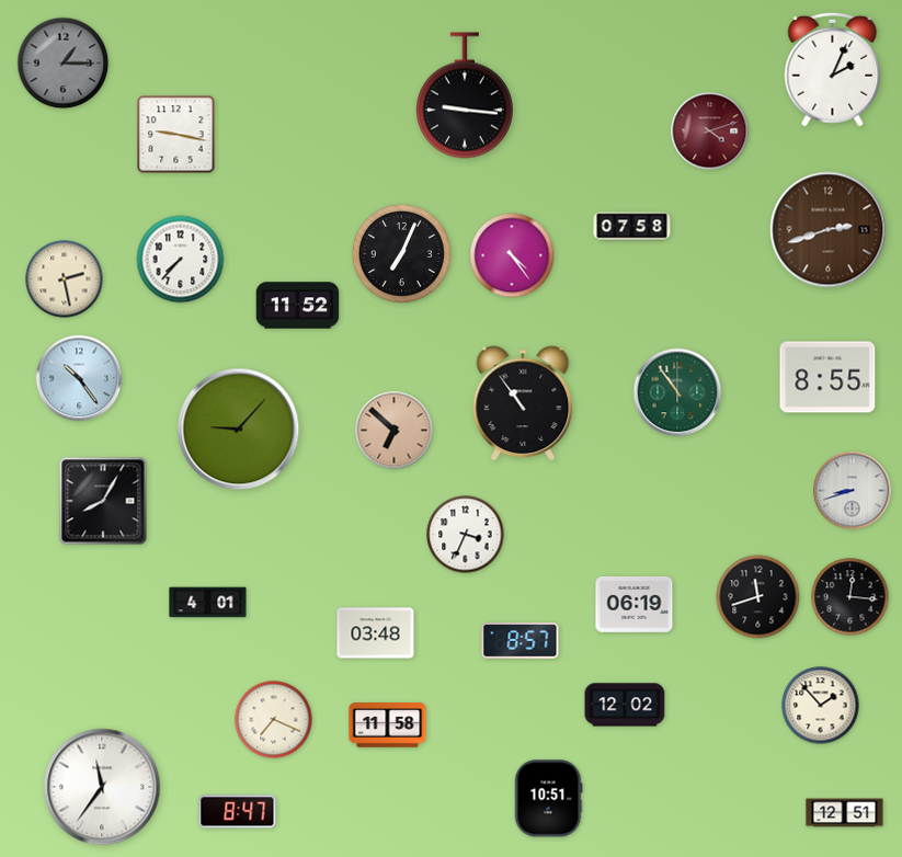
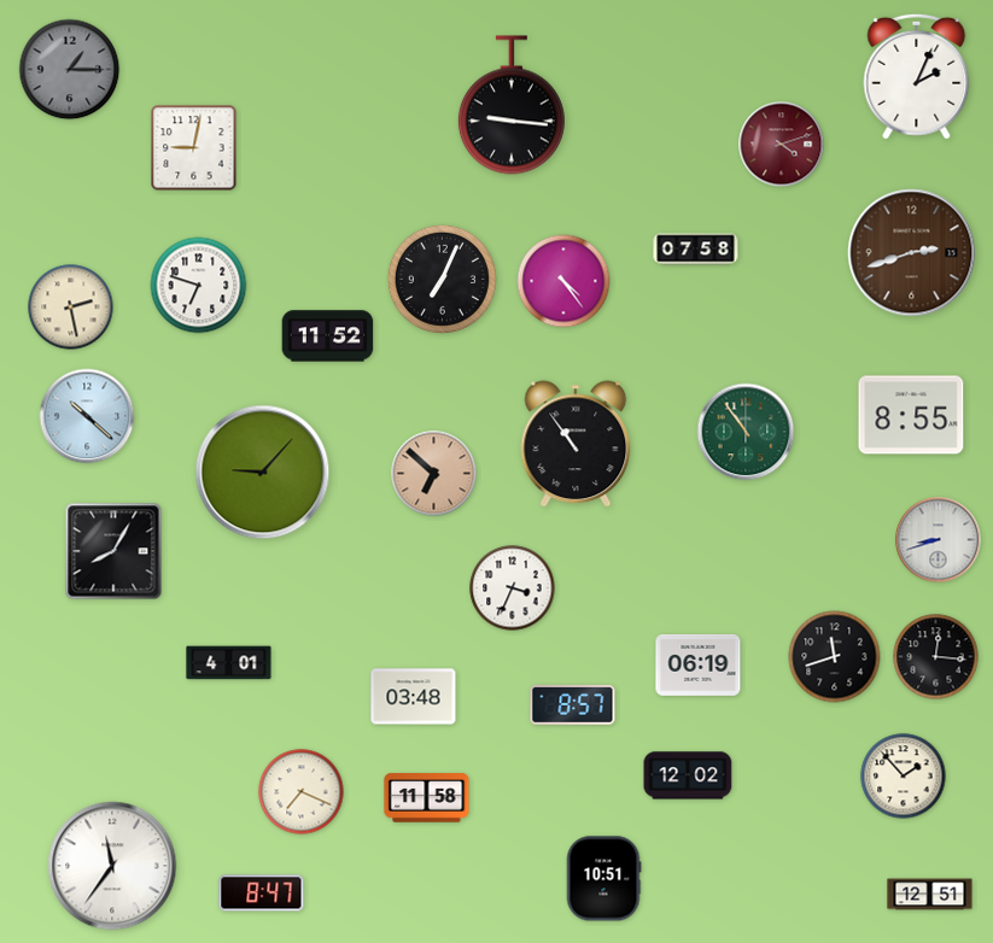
clock at (176, 135): 9:17 -> 9:02
clock at (181, 260): 7:37 -> 6:48
clock at (79, 378): 10:24 -> 10:22
